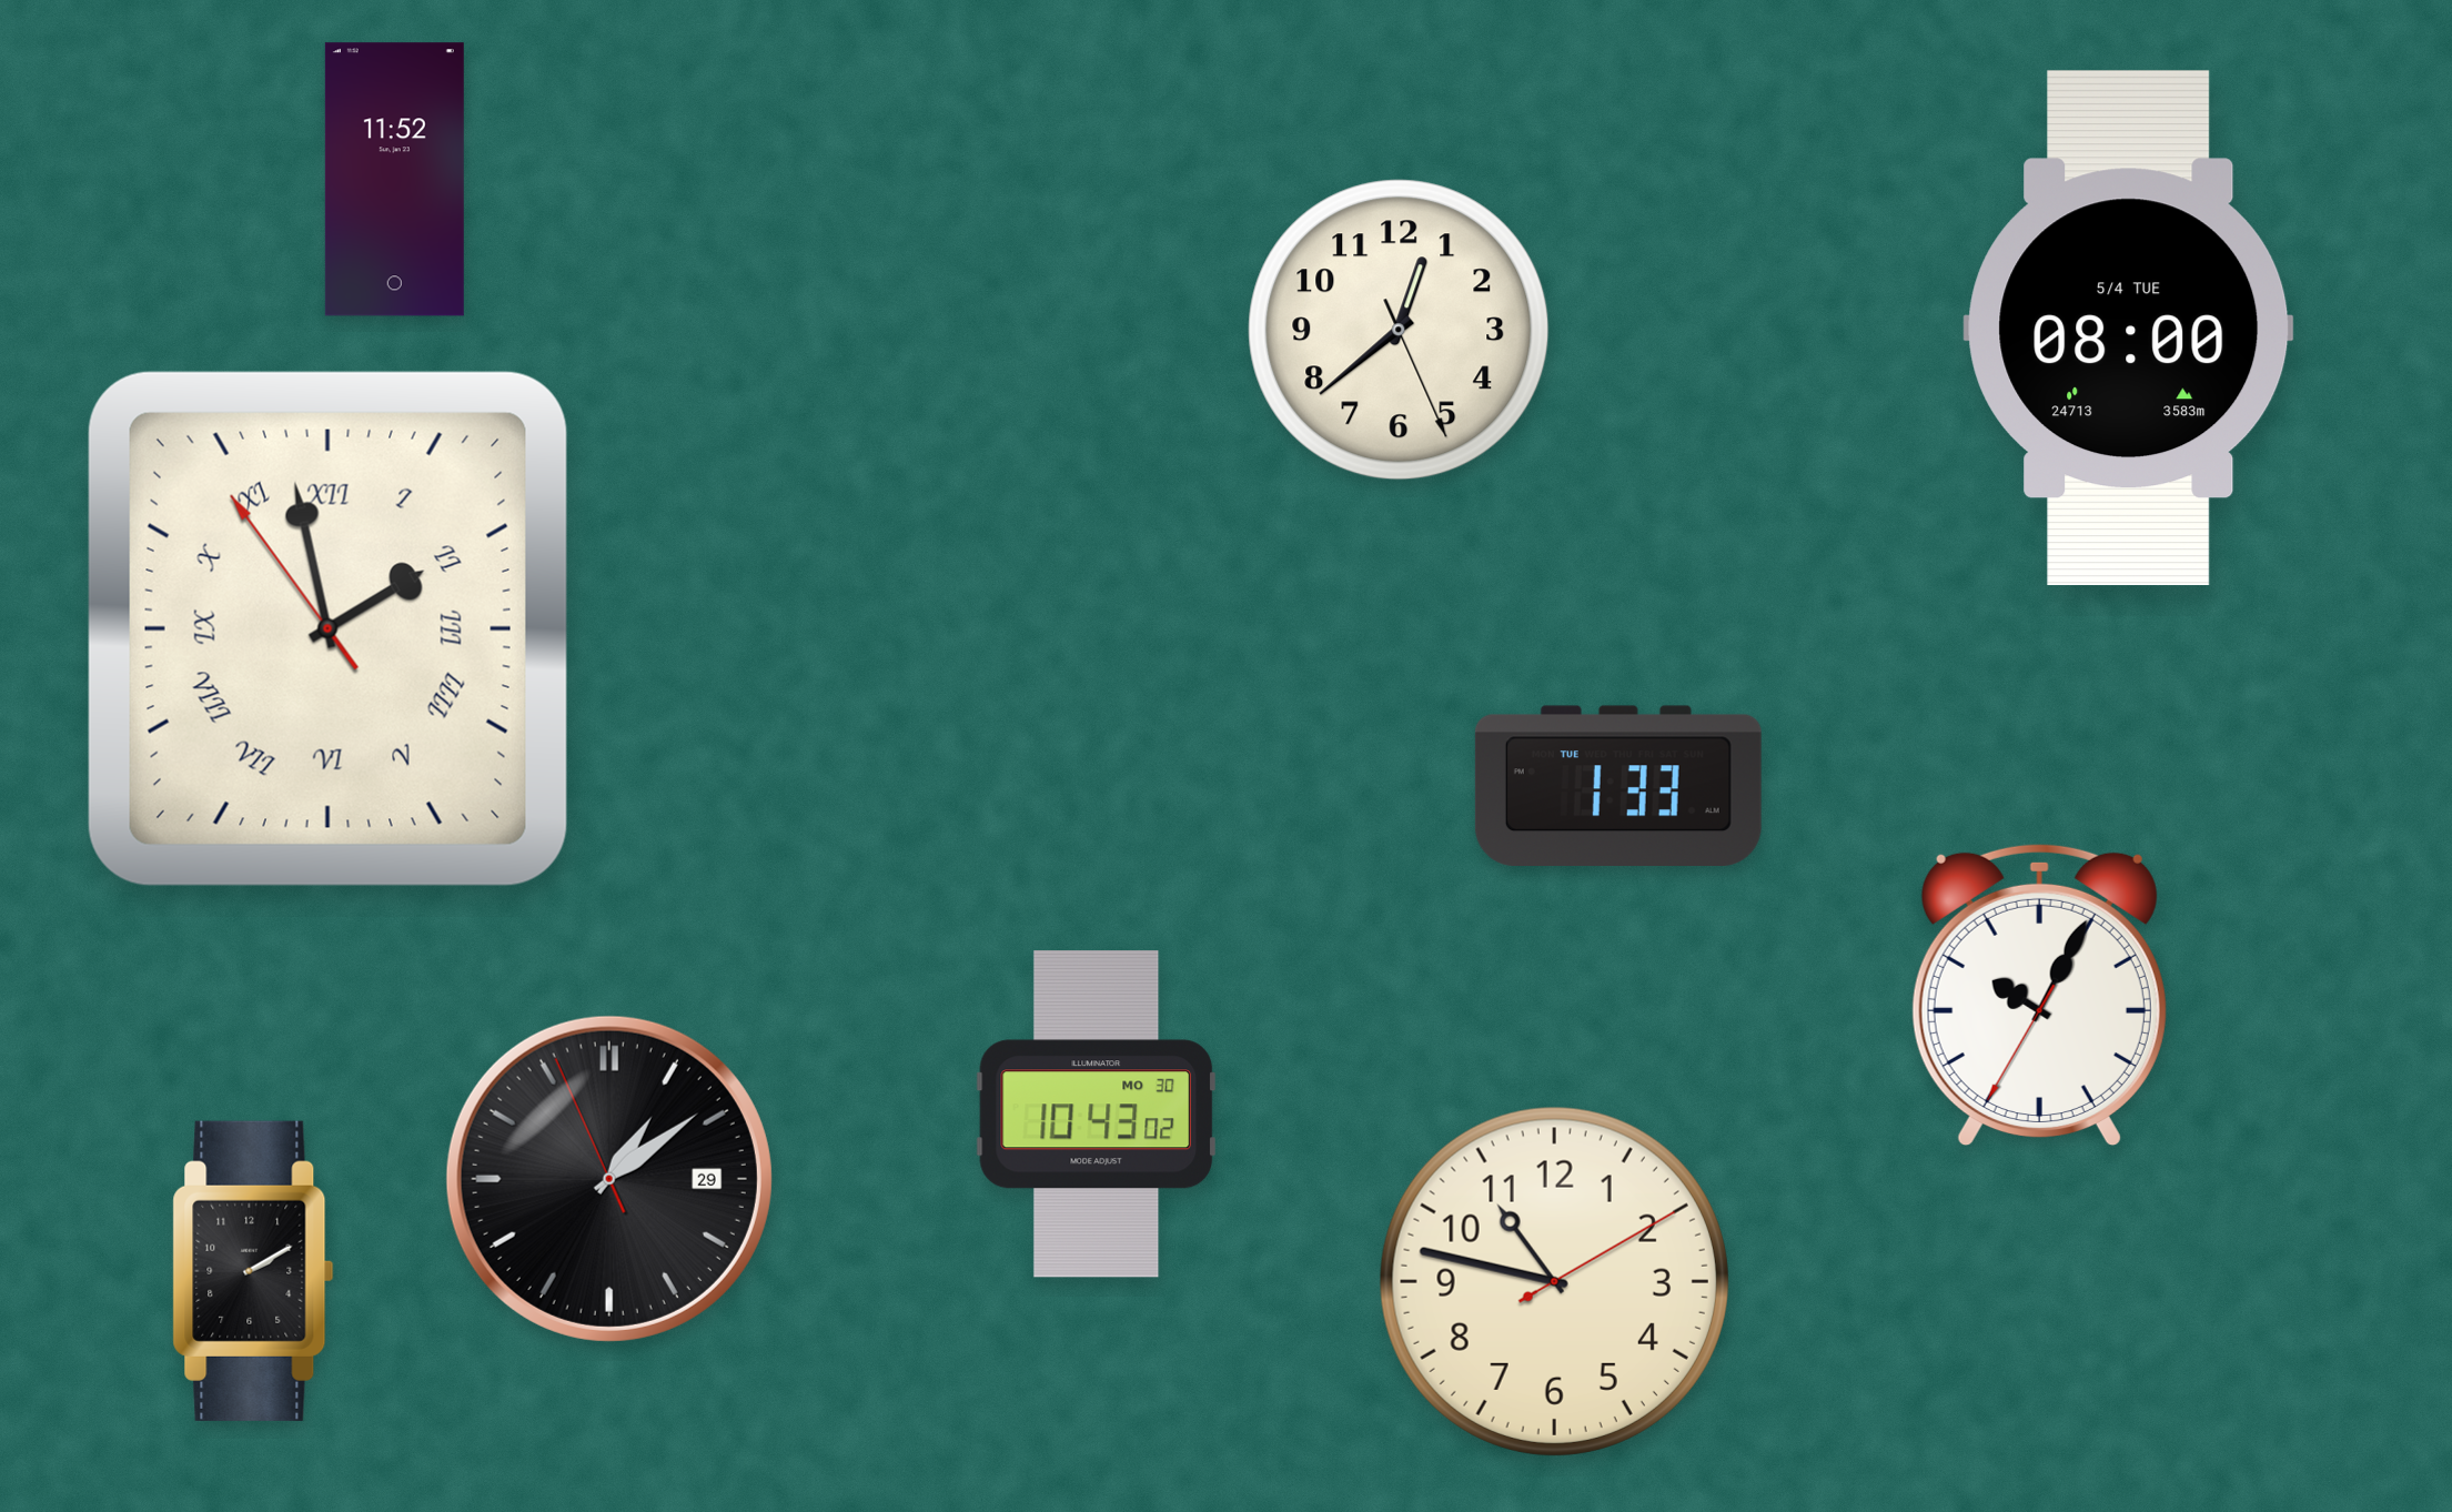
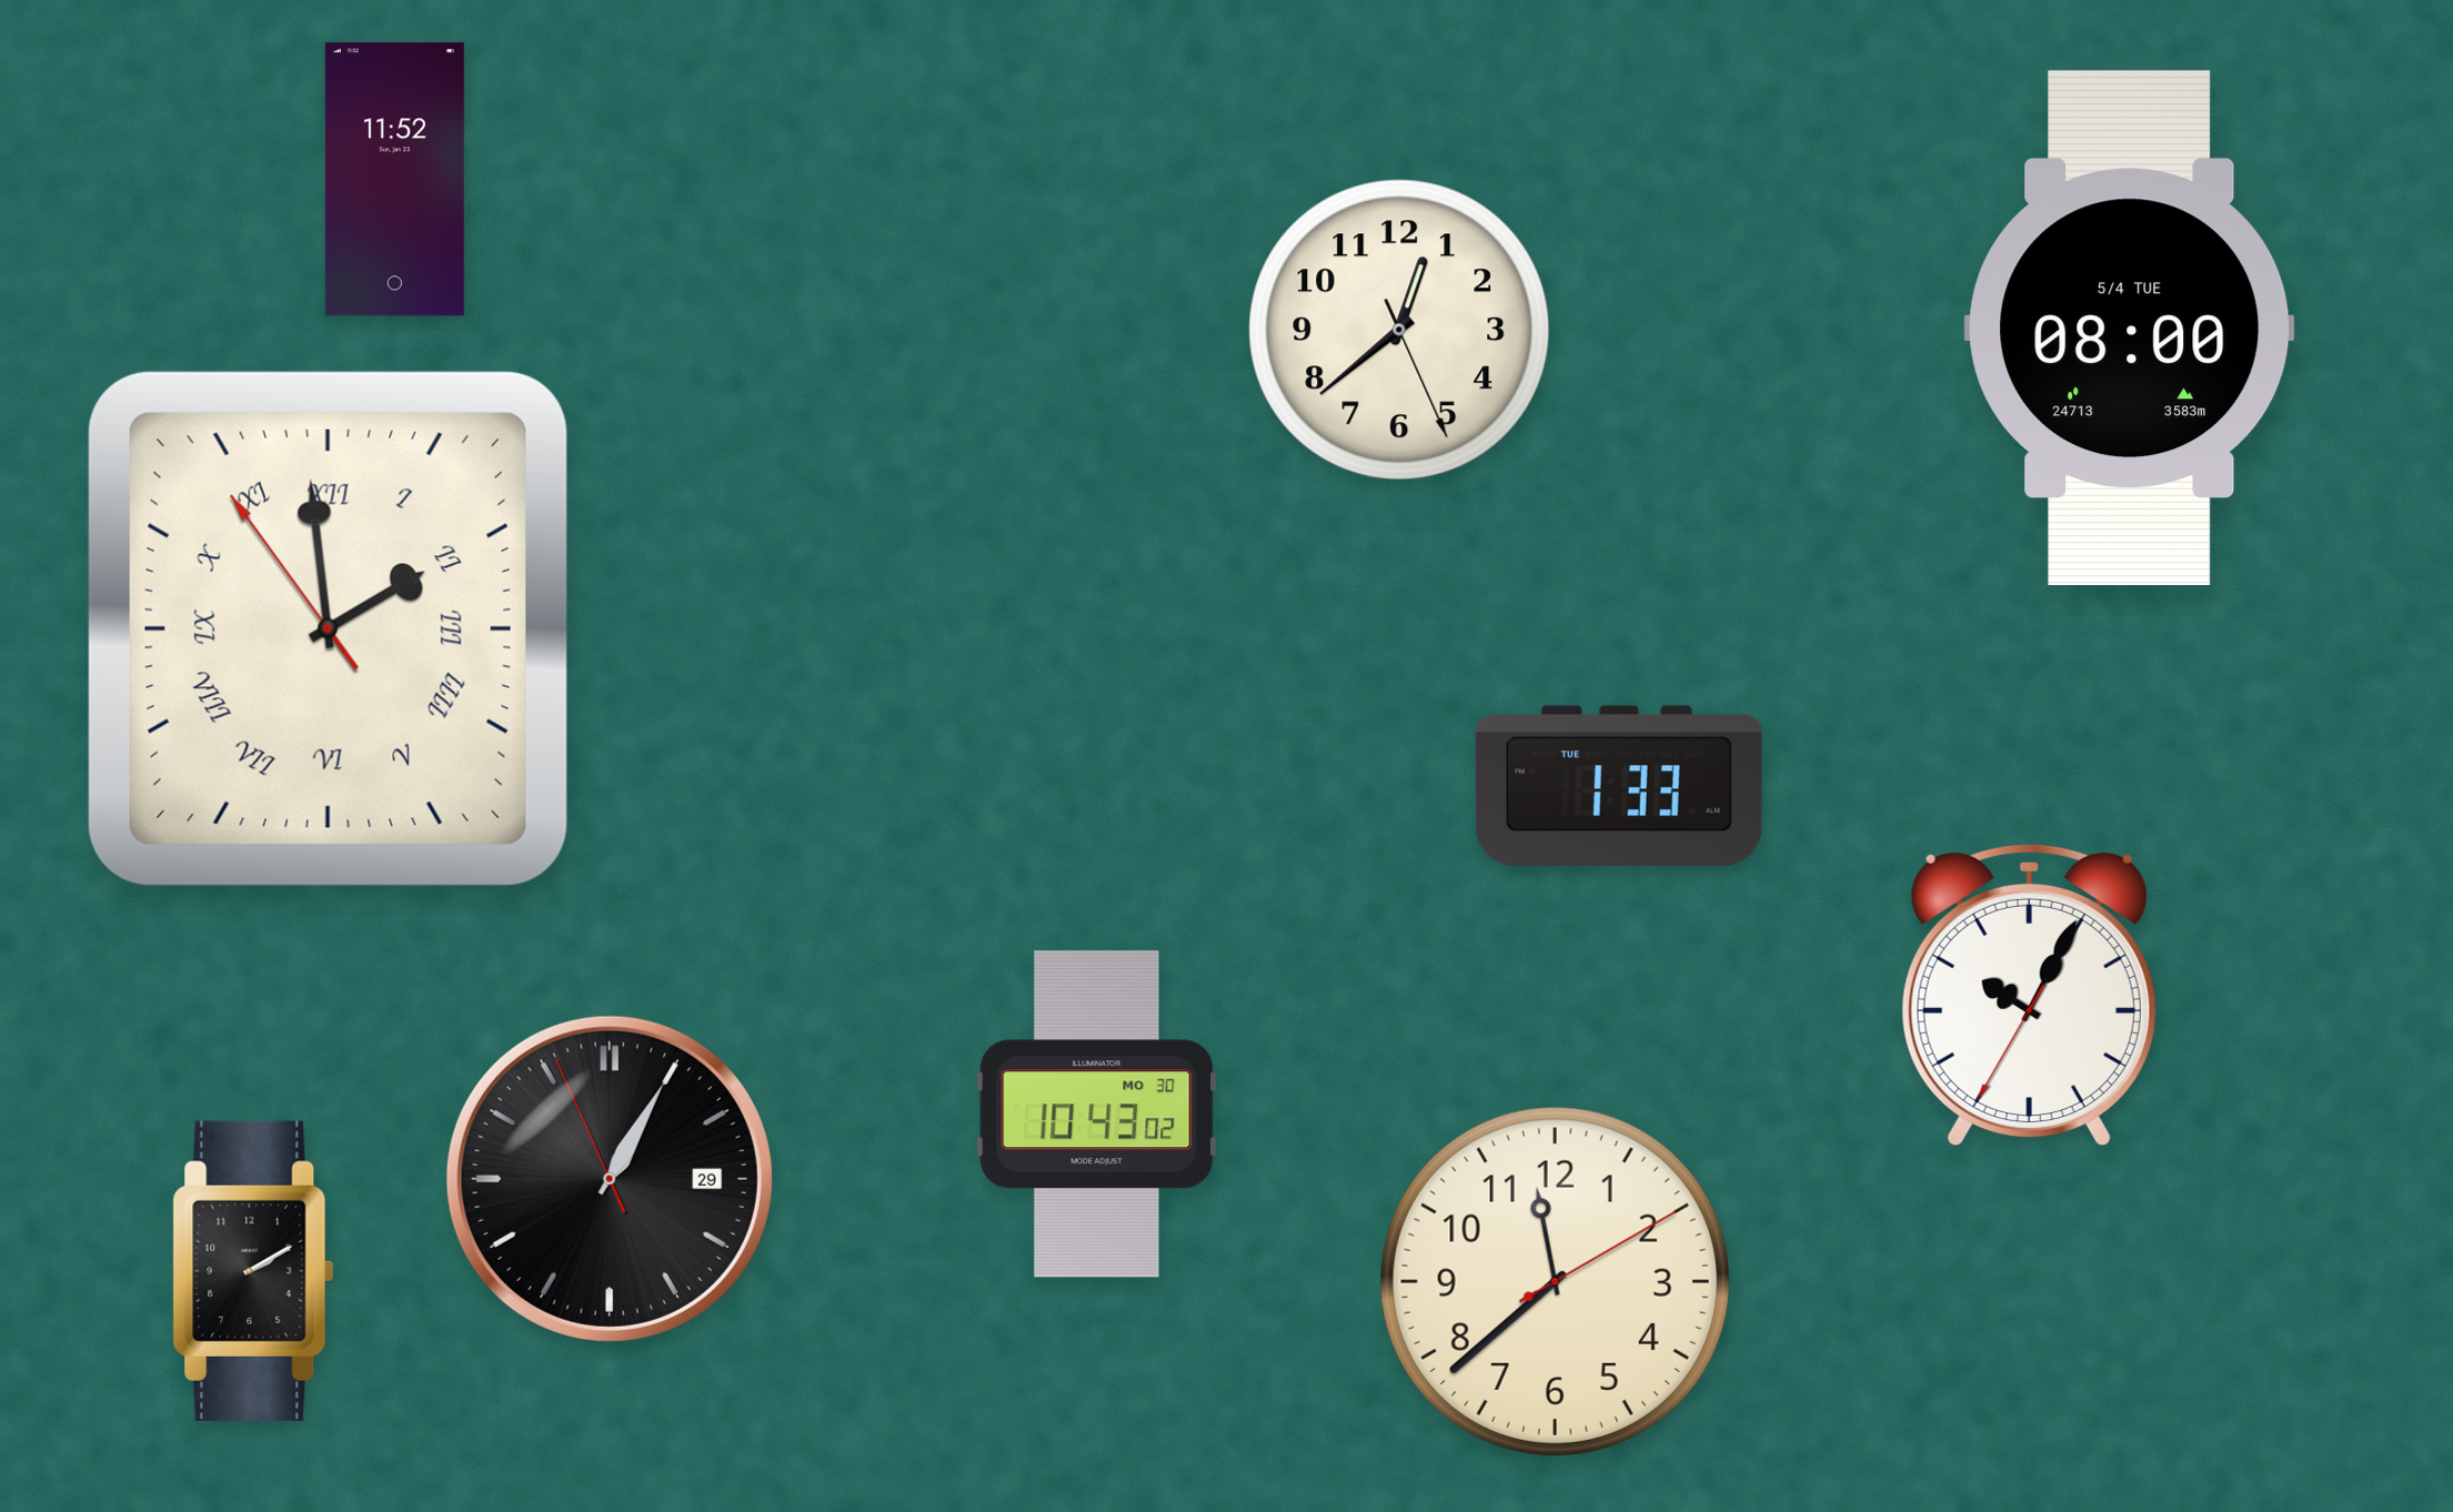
clock at (327, 628): 1:57 -> 1:58
clock at (2039, 995) position: (2039, 995) -> (2029, 995)
clock at (609, 1179): 1:08 -> 1:04
clock at (1554, 1281): 10:47 -> 11:38
